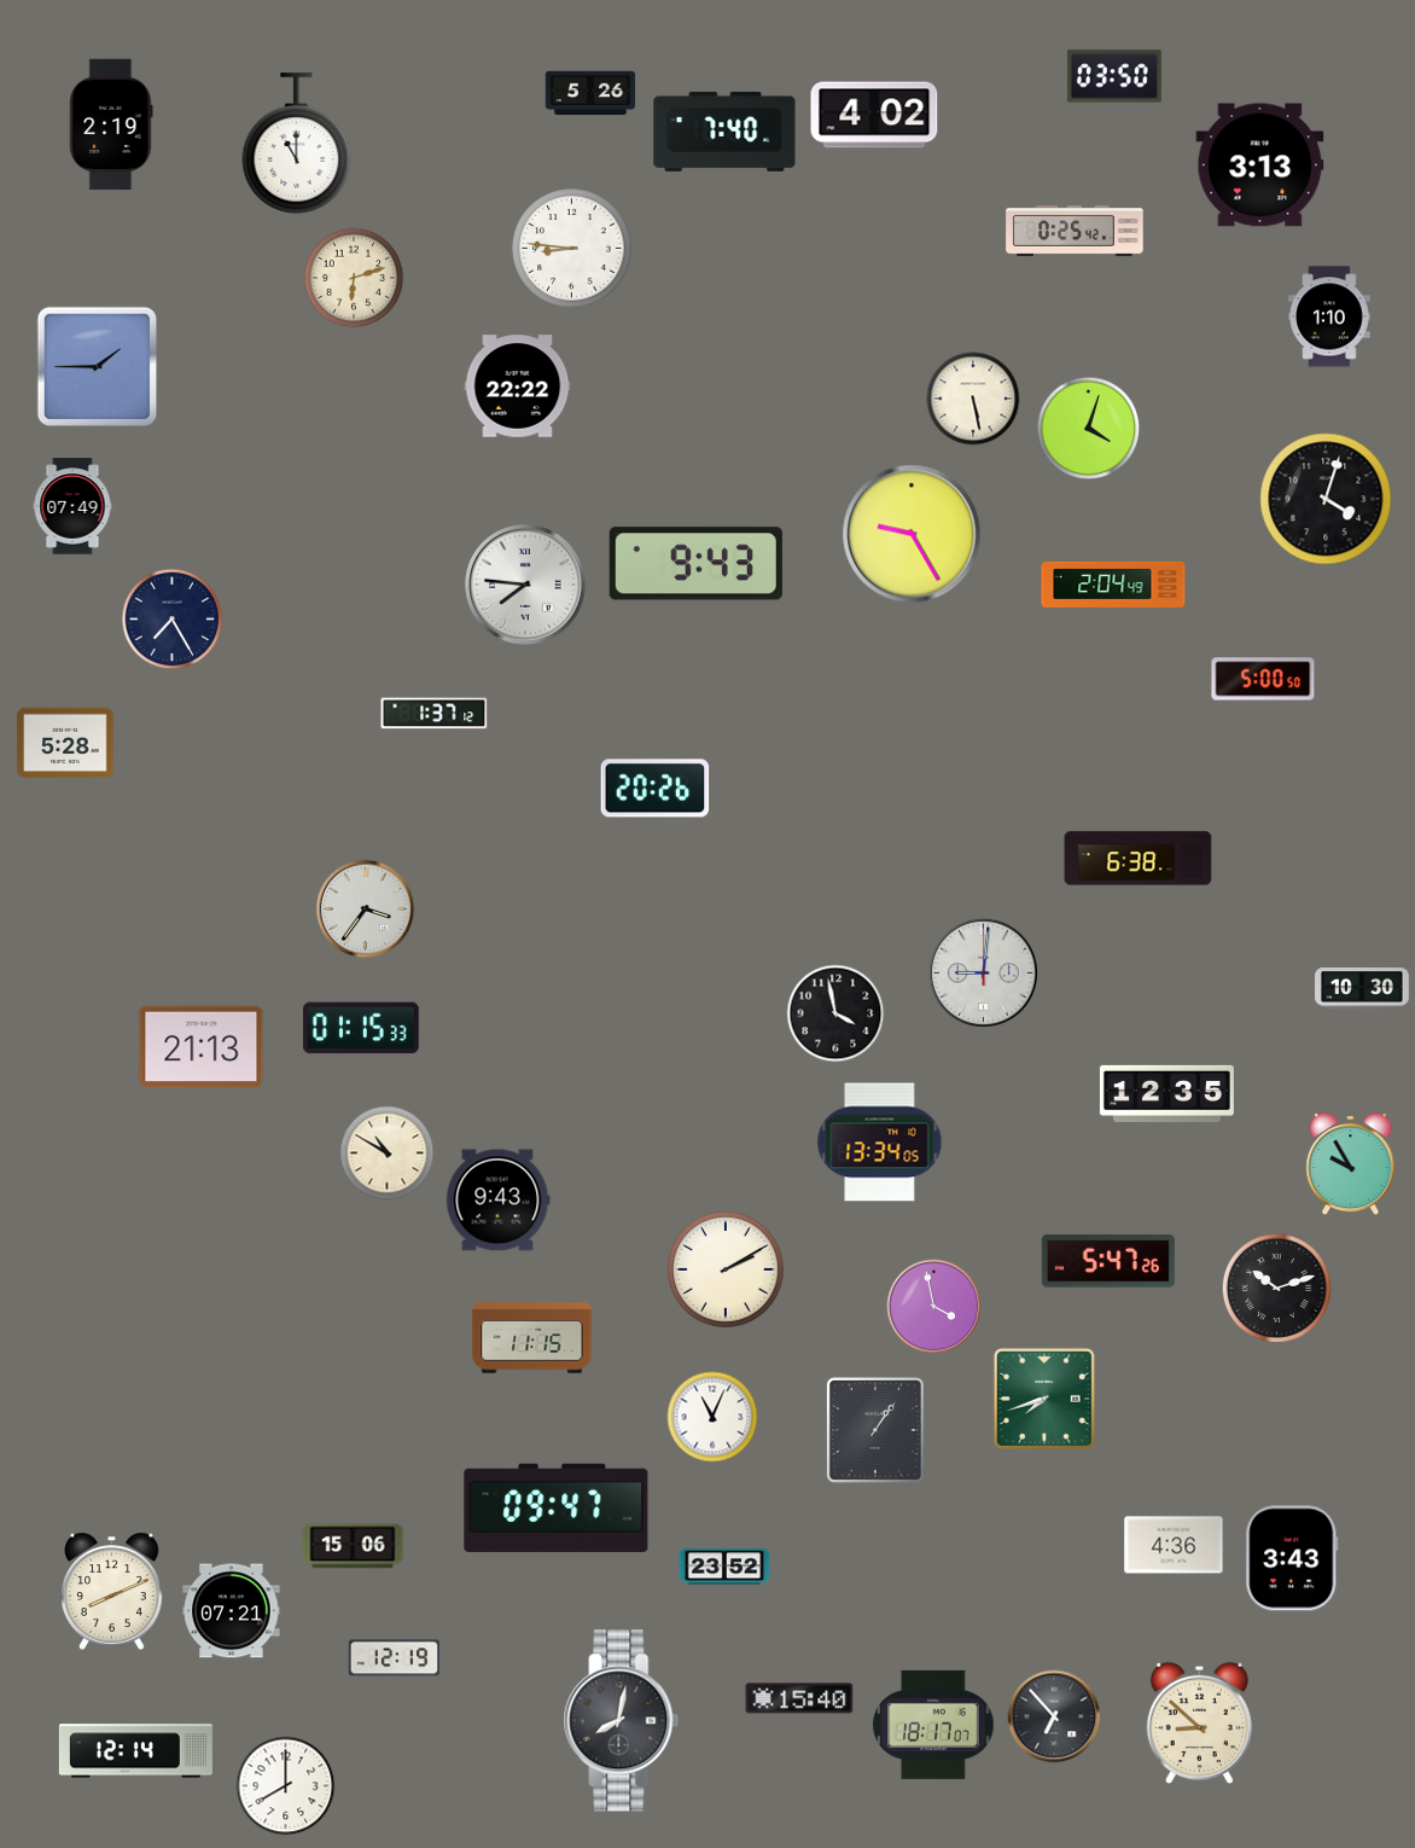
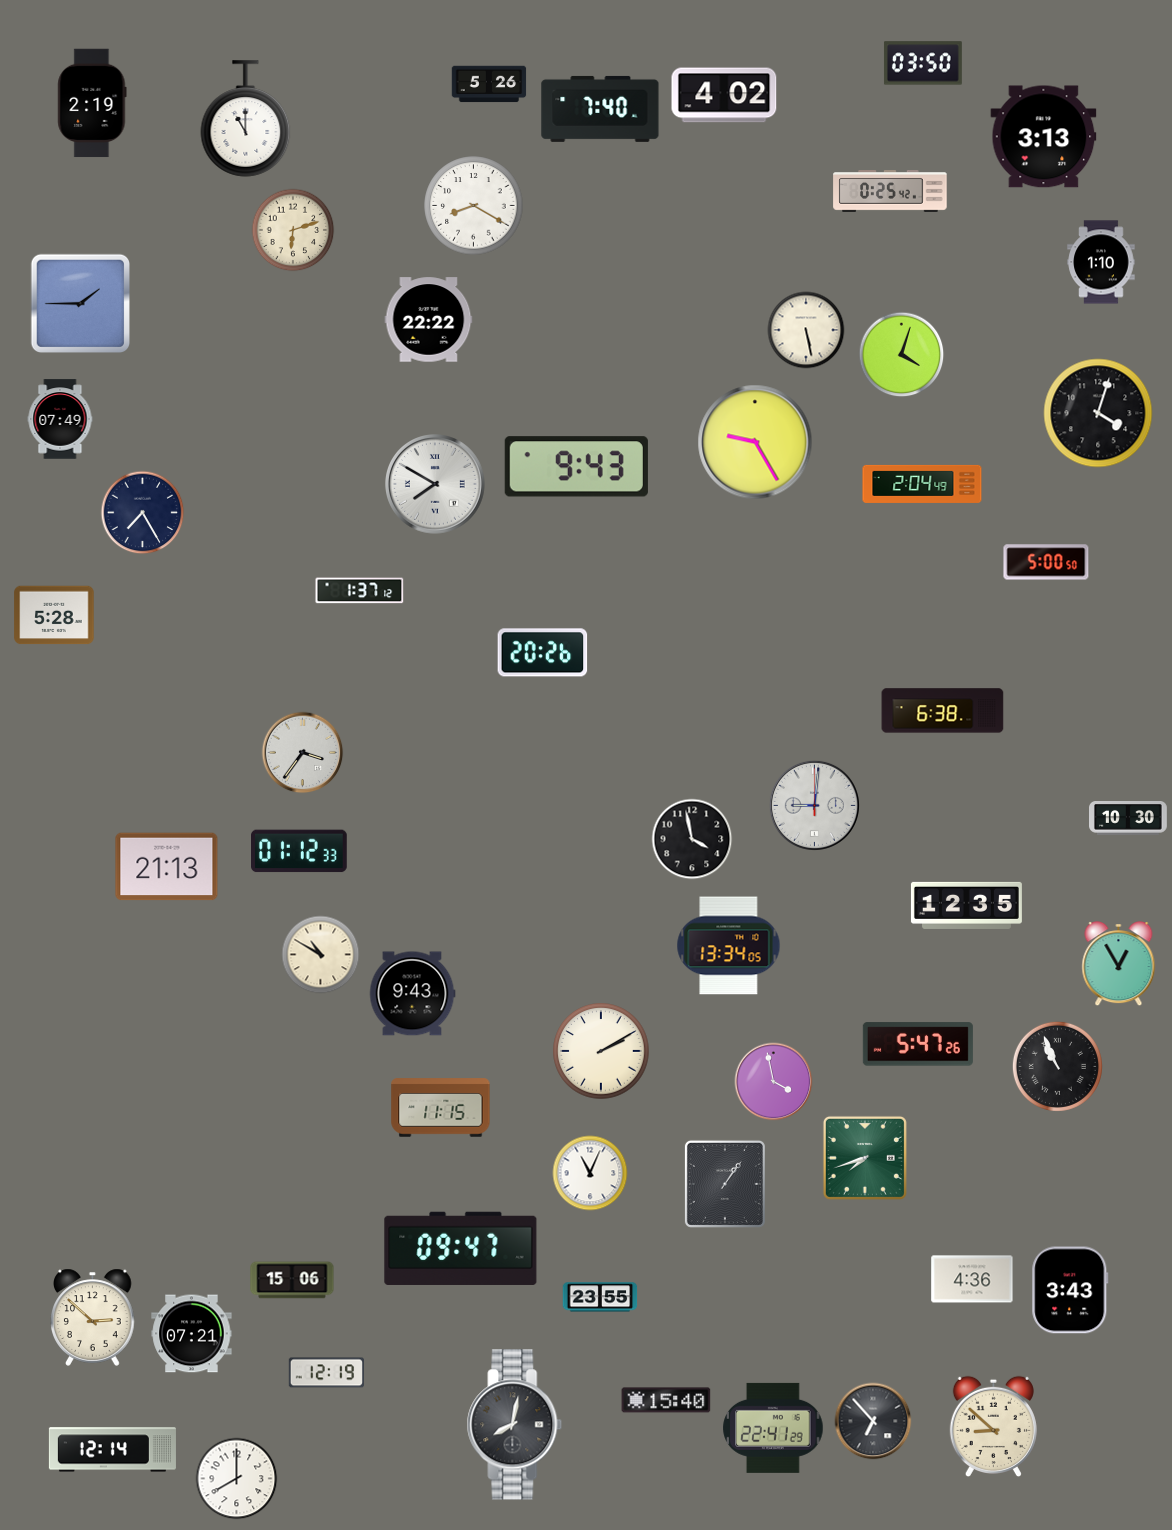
clock at (590, 93) position: (590, 93) -> (489, 84)
clock at (572, 249): 8:46 -> 8:20
clock at (526, 586): 7:46 -> 7:50
clock at (362, 1028): 01:15 -> 01:12
clock at (1351, 1166): 9:55 -> 12:55
clock at (1276, 1288): 10:12 -> 10:56
clock at (724, 1567): 23:52 -> 23:55
clock at (112, 1591): 8:11 -> 2:52
clock at (799, 1698) position: (799, 1698) -> (666, 1400)
clock at (933, 1725): 18:17 -> 22:41
